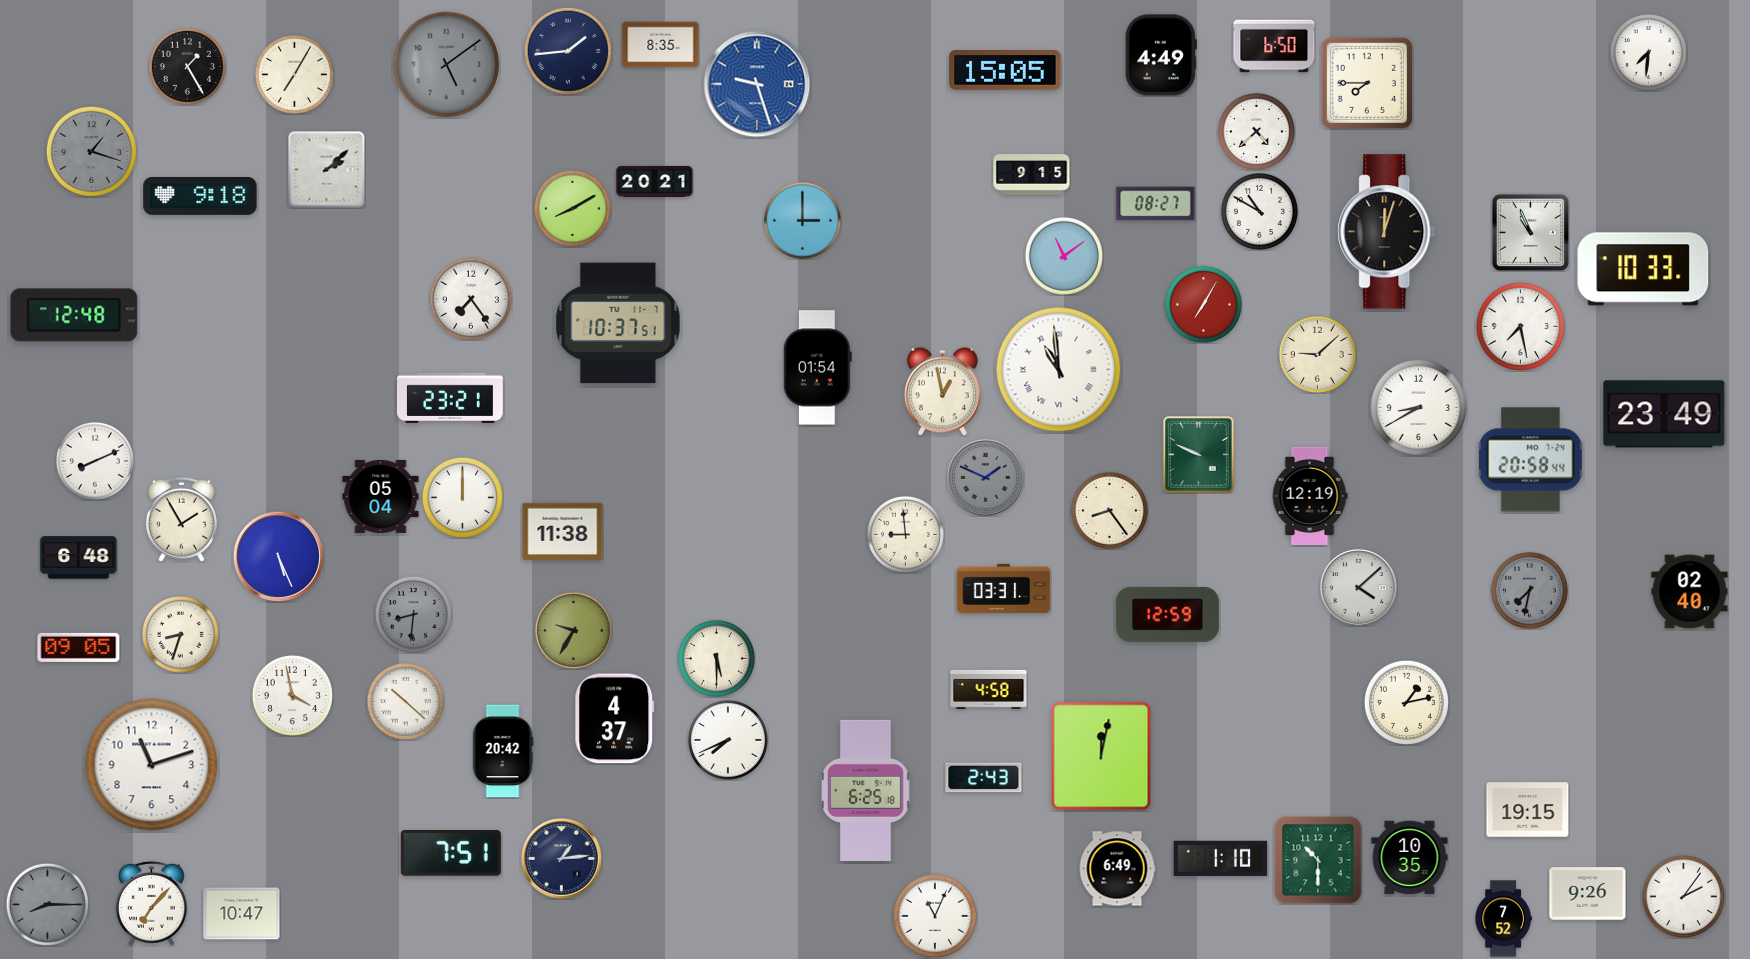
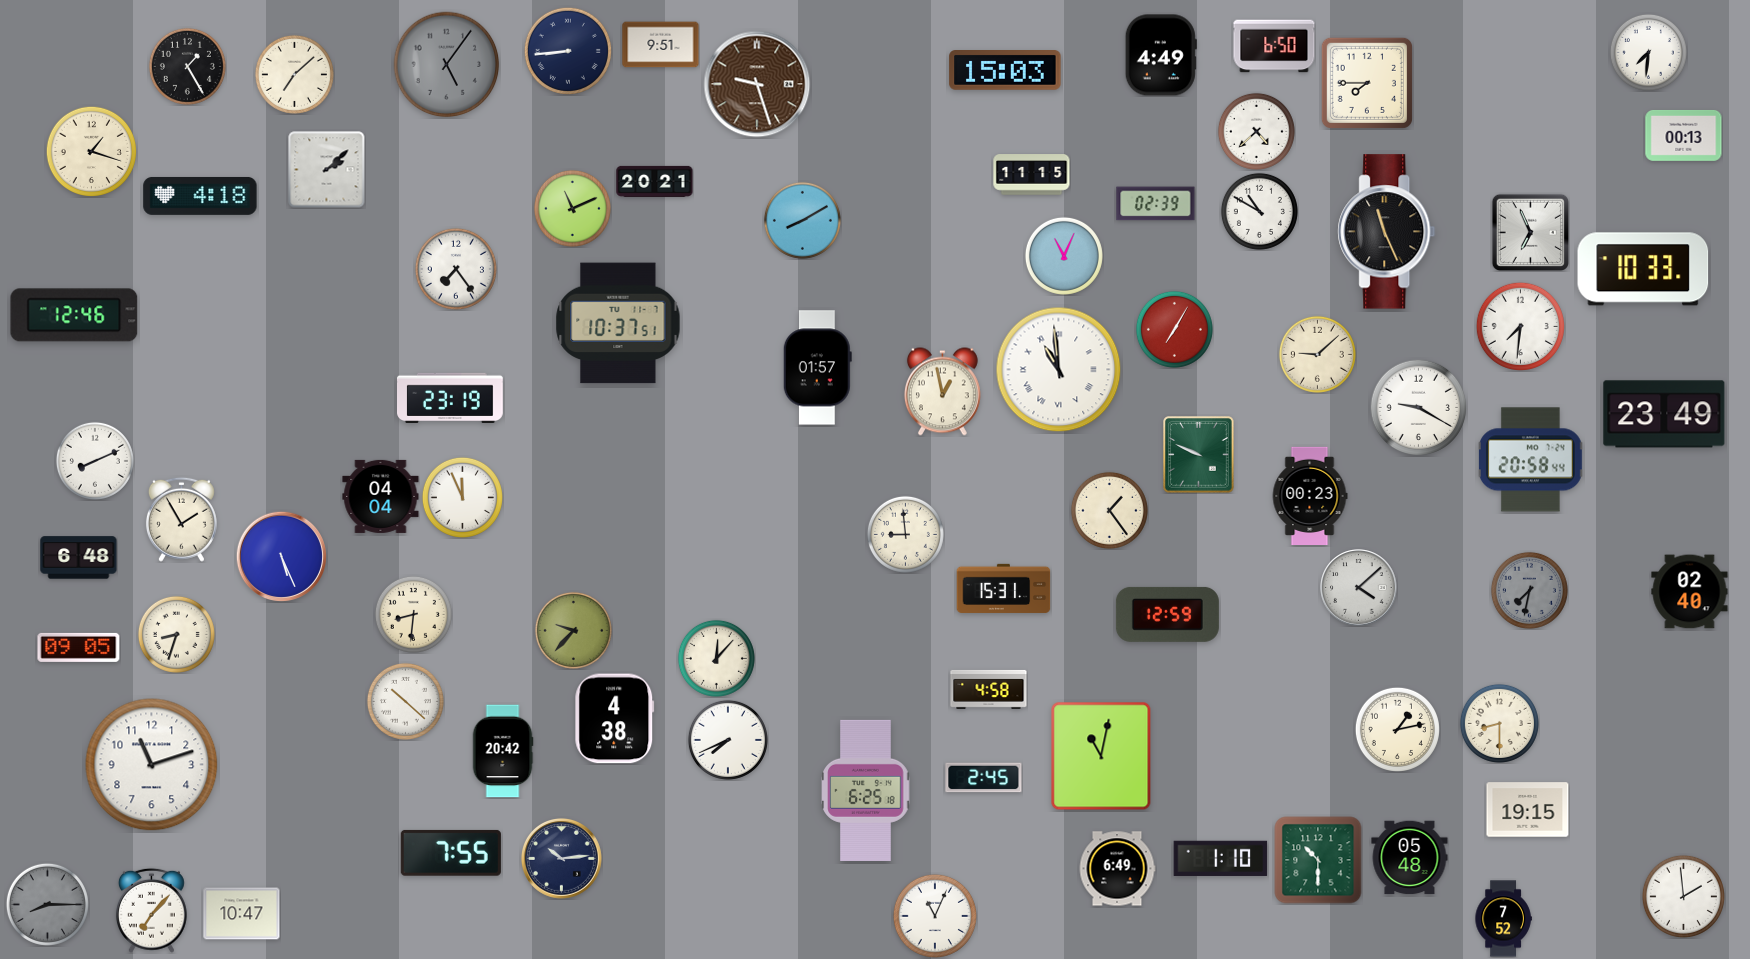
clock at (661, 45): 8:35 -> 9:51
clock at (568, 51): 1:44 -> 8:44
clock at (447, 65): 5:09 -> 5:06
clock at (1005, 71): 15:05 -> 15:03
clock at (294, 74): 7:05 -> 7:08
clock at (757, 84) dial: blue -> brown
clock at (1684, 135): none -> 00:13
clock at (91, 151) dial: grey -> cream
clock at (1032, 175): 9:15 -> 11:15
clock at (200, 196): 9:18 -> 4:18
clock at (1156, 204): 08:27 -> 02:39
clock at (572, 208): 8:10 -> 11:11
clock at (802, 220): 3:00 -> 8:10
clock at (1387, 232): 12:03 -> 11:26
clock at (1530, 232): 10:56 -> 6:56
clock at (1064, 256): 11:09 -> 11:04
clock at (471, 299) position: (471, 299) -> (456, 269)
clock at (1203, 304) position: (1203, 304) -> (1174, 329)
clock at (74, 315): 12:48 -> 12:46
clock at (1520, 326): 7:28 -> 7:31
clock at (817, 368): 01:54 -> 01:57
clock at (451, 398): 23:21 -> 23:19
clock at (1418, 407): 8:40 -> 9:20
clock at (986, 478): 1:49 -> none
clock at (1310, 495): 12:19 -> 00:23
clock at (381, 496): 05:04 -> 04:04
clock at (462, 497): 12:00 -> 11:56
clock at (1109, 510): 8:24 -> 1:24
clock at (563, 531): 11:38 -> none
clock at (278, 556) position: (278, 556) -> (281, 556)
clock at (1004, 588): 03:31 -> 15:31
clock at (413, 614) dial: grey -> cream
clock at (573, 630): 9:35 -> 9:37
clock at (180, 634) position: (180, 634) -> (176, 634)
clock at (716, 658): 5:30 -> 12:07
clock at (292, 695): 3:58 -> none
clock at (1406, 702) position: (1406, 702) -> (1397, 729)
clock at (615, 719): 4:37 -> 4:38
clock at (1499, 723): none -> 8:30
clock at (1101, 756): 12:02 -> 11:02
clock at (984, 778): 2:43 -> 2:45
clock at (451, 853): 7:51 -> 7:55
clock at (1410, 858): 10:35 -> 05:48
clock at (562, 859): 1:14 -> 10:14
clock at (1588, 894): 9:26 -> none
clock at (1683, 896): 2:06 -> 1:59
clock at (151, 903) position: (151, 903) -> (151, 910)
